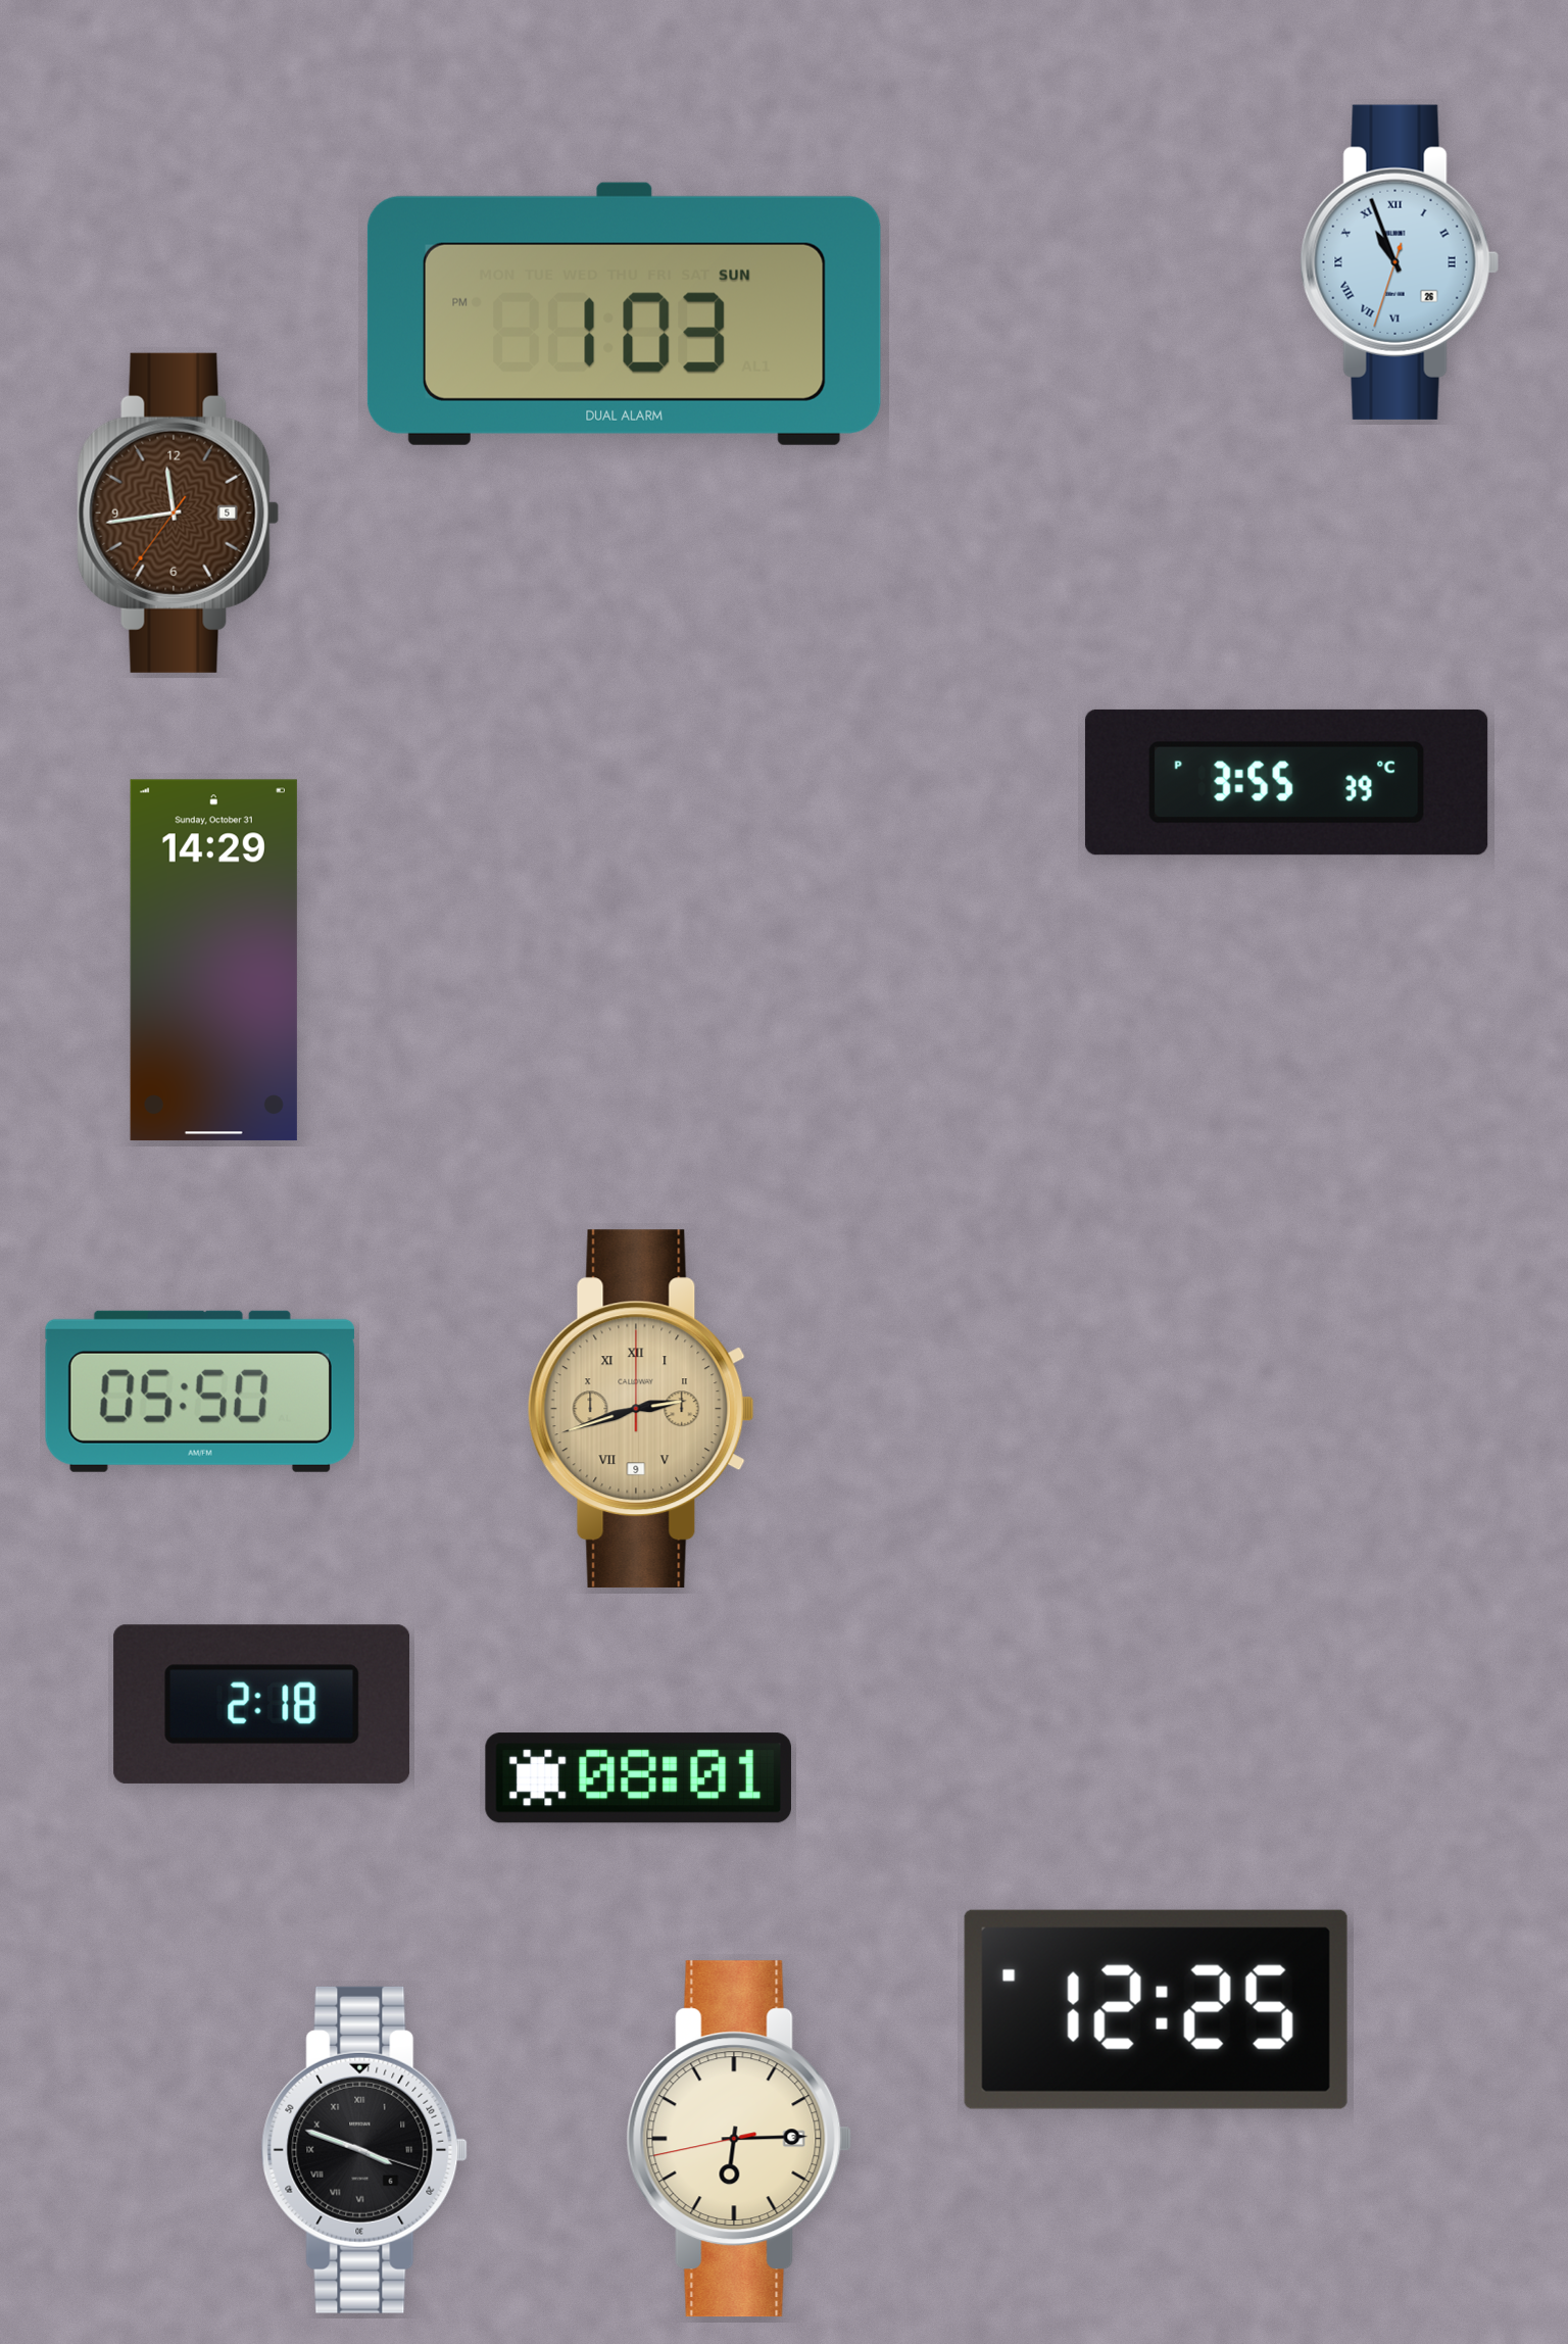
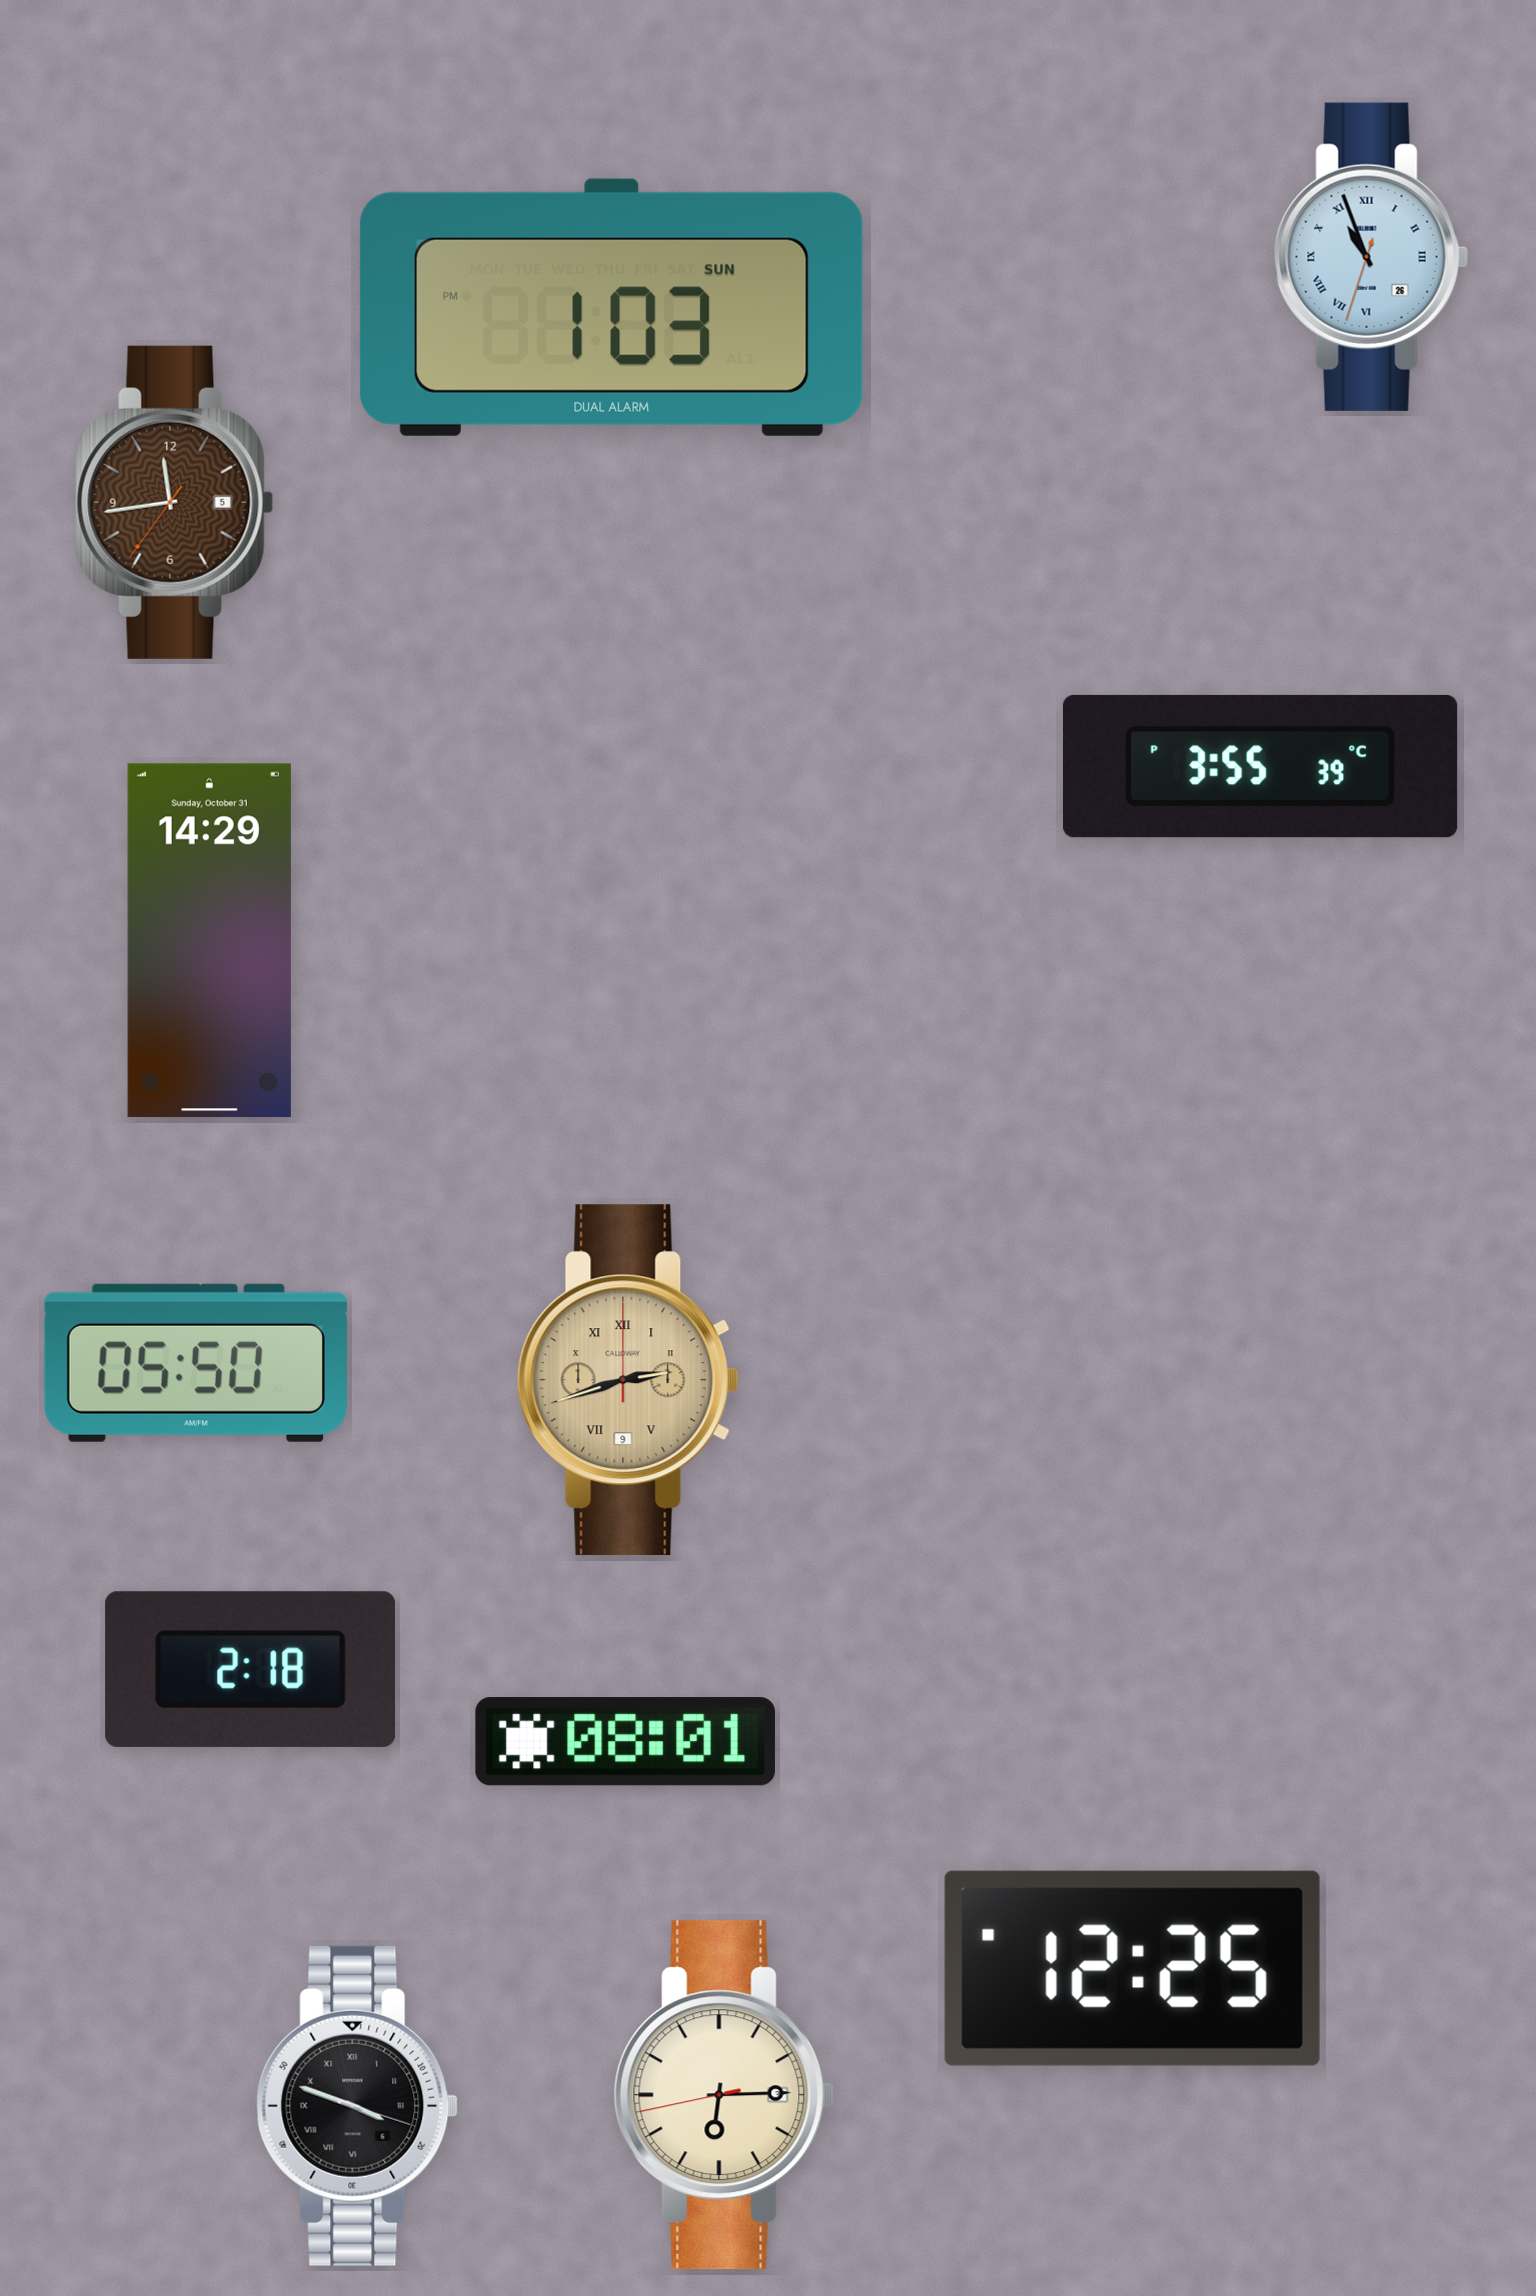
clock at (262, 1704) position: (262, 1704) -> (251, 1669)
